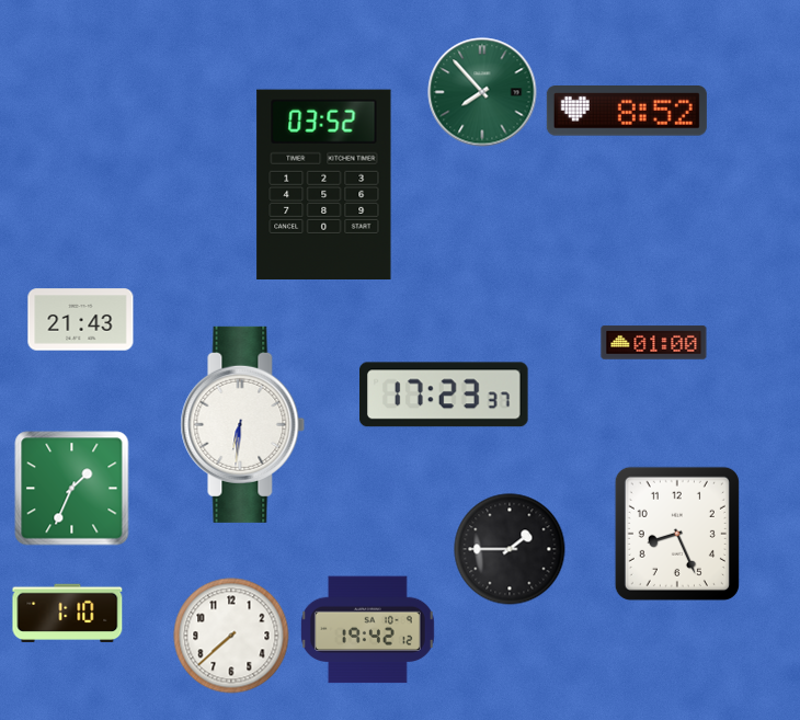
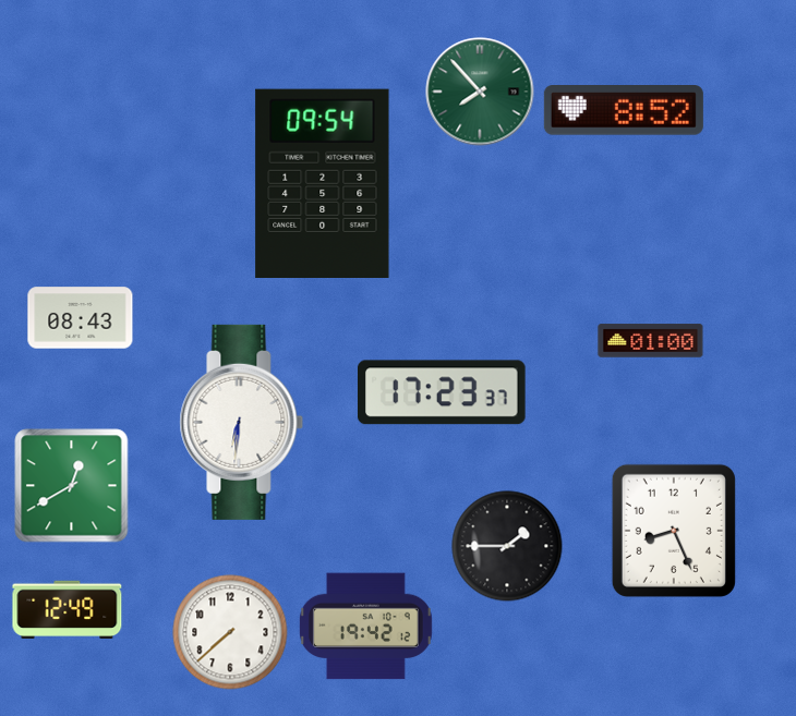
clock at (324, 184): 03:52 -> 09:54
clock at (81, 320): 21:43 -> 08:43
clock at (72, 489): 1:34 -> 12:40
clock at (68, 613): 1:10 -> 12:49
